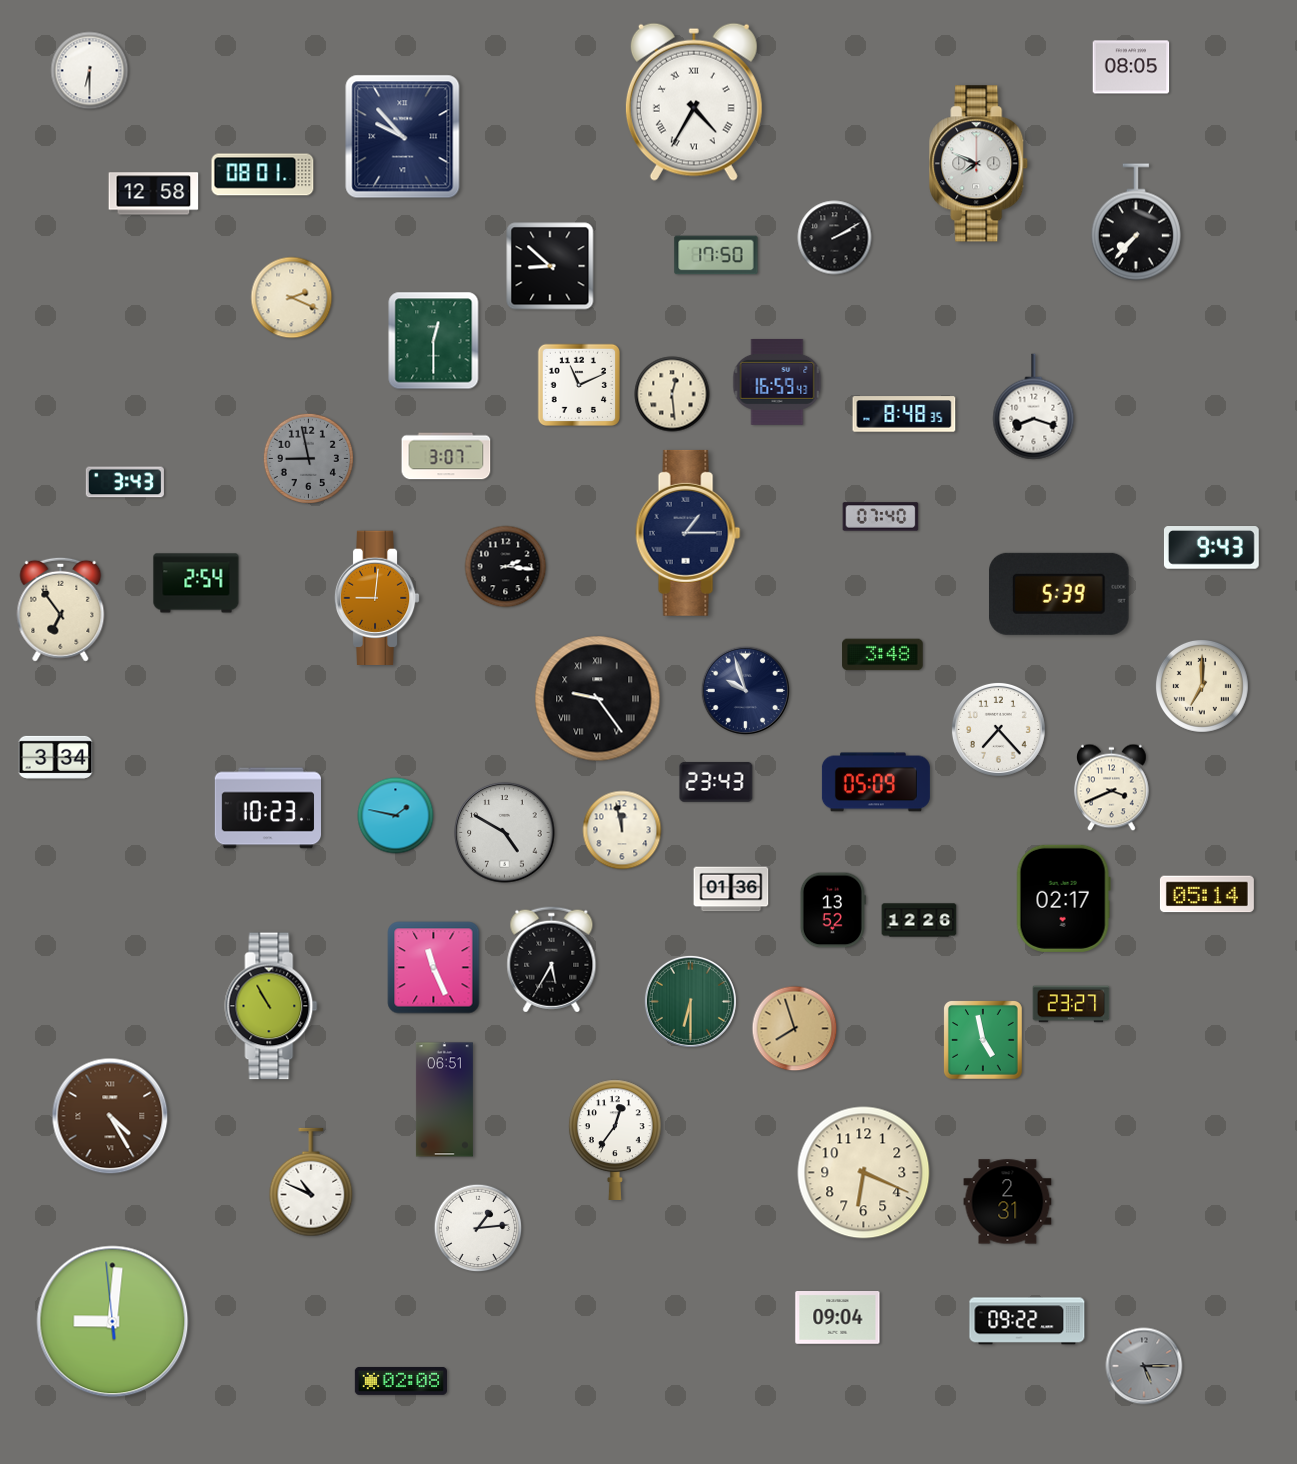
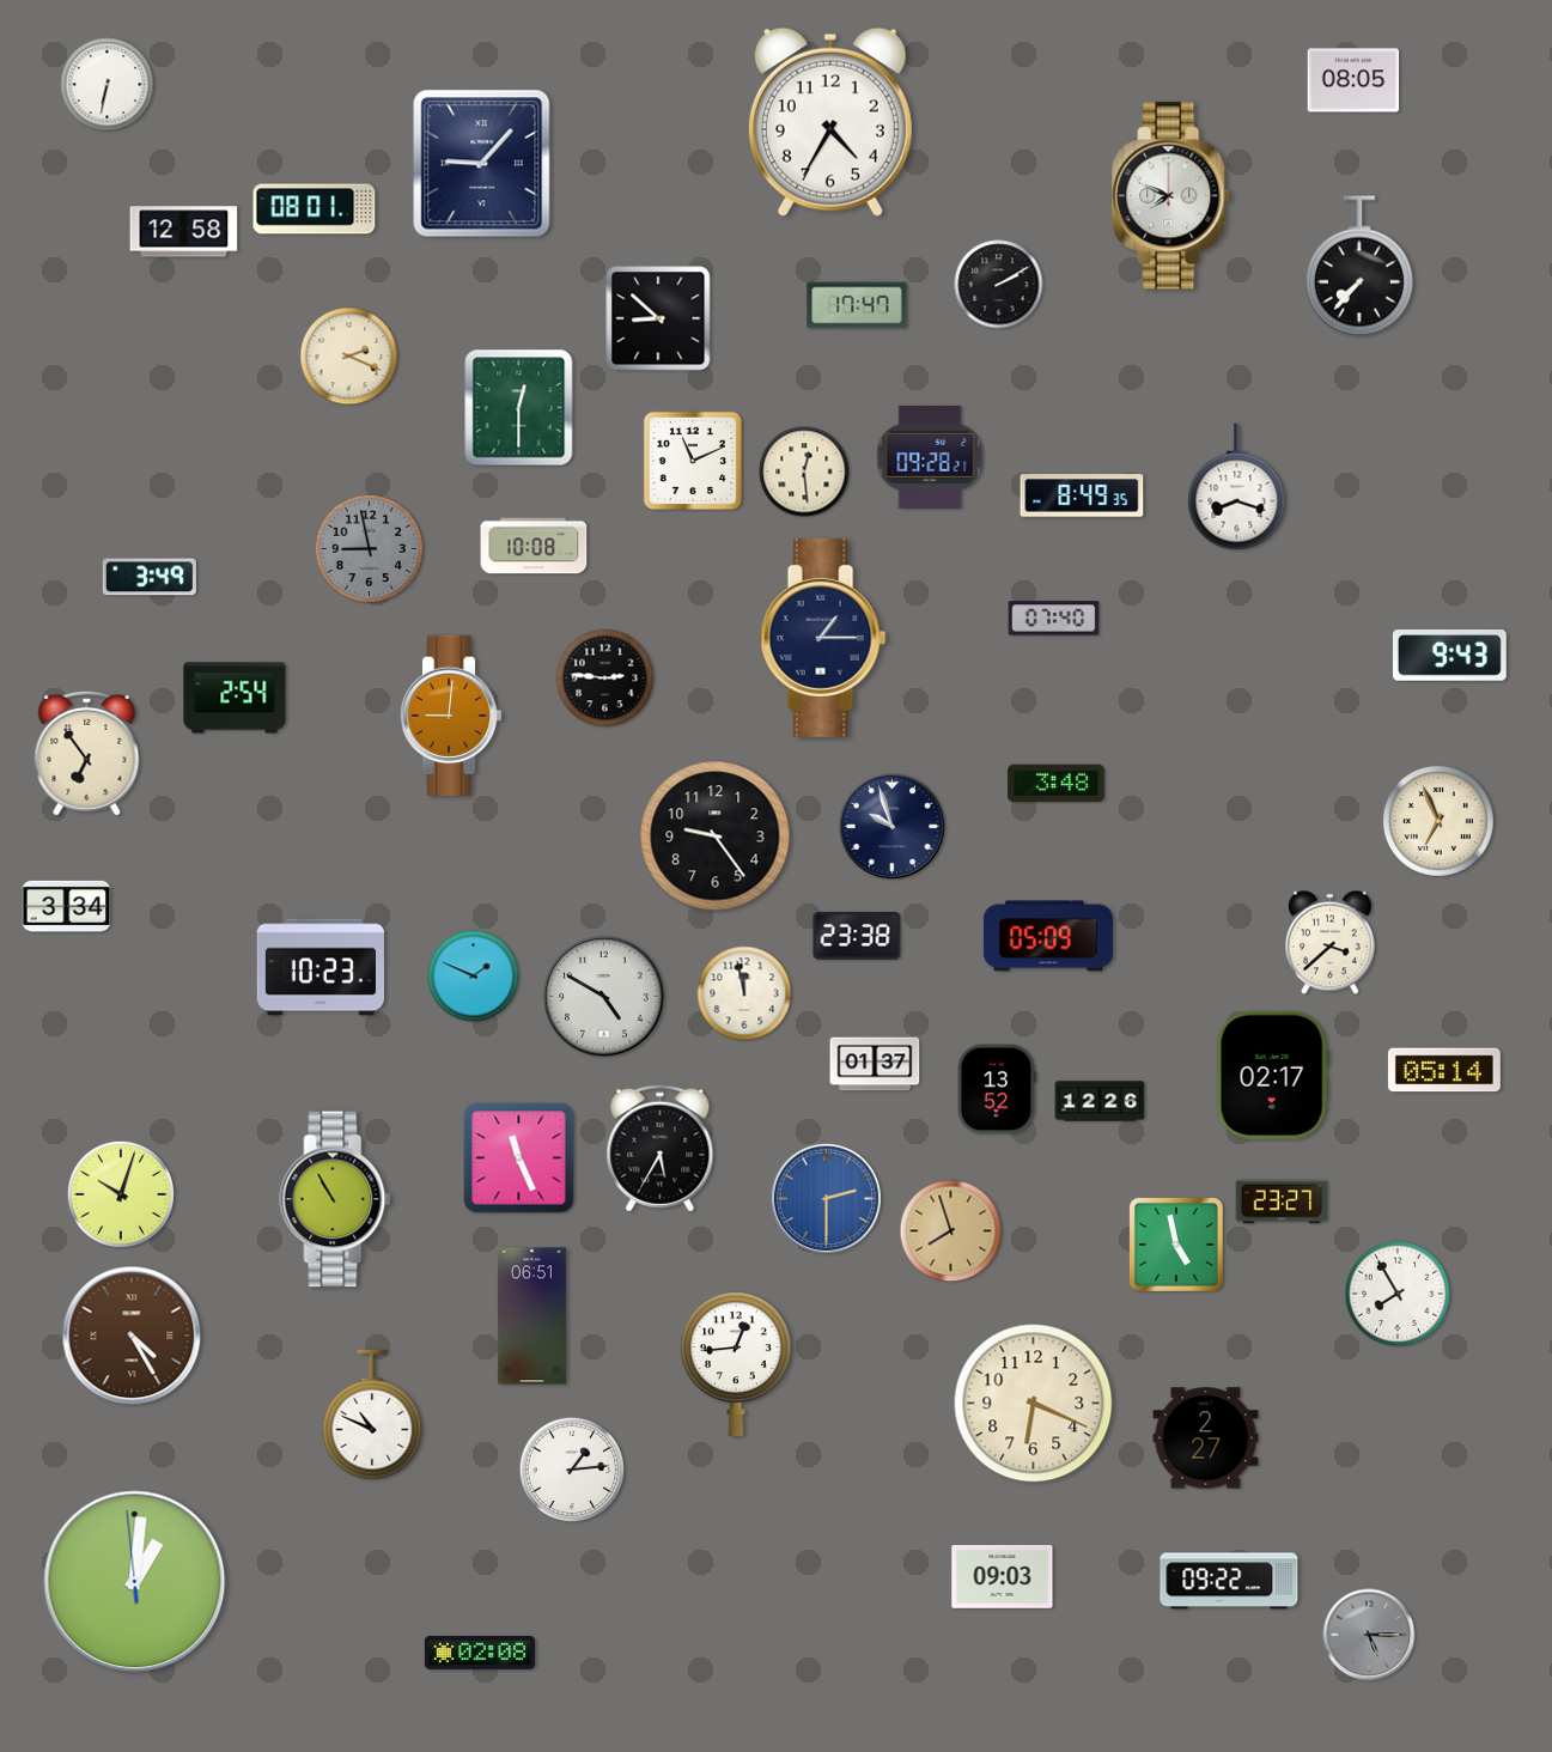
clock at (90, 71): 6:30 -> 6:32
clock at (694, 102) numerals: Roman -> Arabic
clock at (403, 137): 9:53 -> 9:07
clock at (716, 255): 17:50 -> 17:47
clock at (777, 382): 16:59 -> 09:28
clock at (904, 414): 8:48 -> 8:49
clock at (446, 456): 3:07 -> 10:08
clock at (125, 482): 3:43 -> 3:49
clock at (506, 567): 2:16 -> 2:46
clock at (1059, 594): 5:39 -> none
clock at (61, 609) position: (61, 609) -> (87, 753)
clock at (1202, 686): 7:00 -> 6:56
clock at (598, 699) numerals: Roman -> Arabic
clock at (998, 729): 7:23 -> none
clock at (716, 782): 23:43 -> 23:38
clock at (1112, 788): 3:41 -> 3:38
clock at (396, 816): 1:47 -> 1:49
clock at (731, 889): 01:36 -> 01:37
clock at (120, 1193): none -> 10:03
clock at (690, 1001): 6:30 -> 2:30
clock at (690, 1001) dial: green -> blue
clock at (271, 1006) position: (271, 1006) -> (335, 1199)
clock at (1398, 1294): none -> 7:55
clock at (615, 1139): 12:36 -> 12:44
clock at (1008, 1202): 2:31 -> 2:27
clock at (838, 1318): 09:04 -> 09:03
clock at (113, 1322): 9:00 -> 1:00
